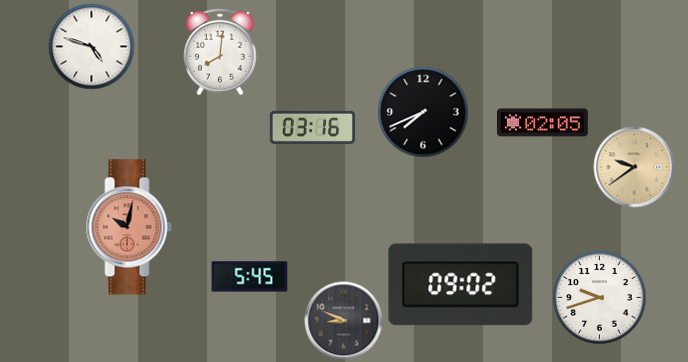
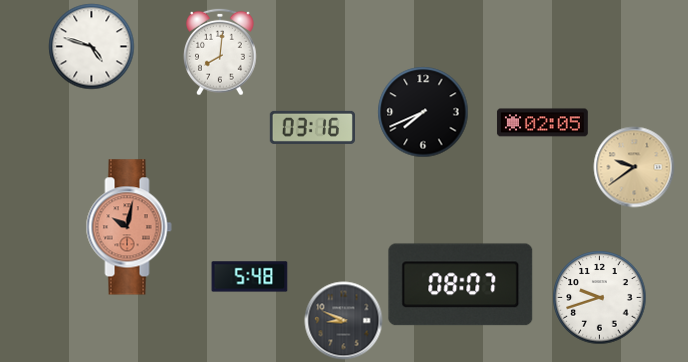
clock at (250, 277): 5:45 -> 5:48
clock at (461, 285): 09:02 -> 08:07
